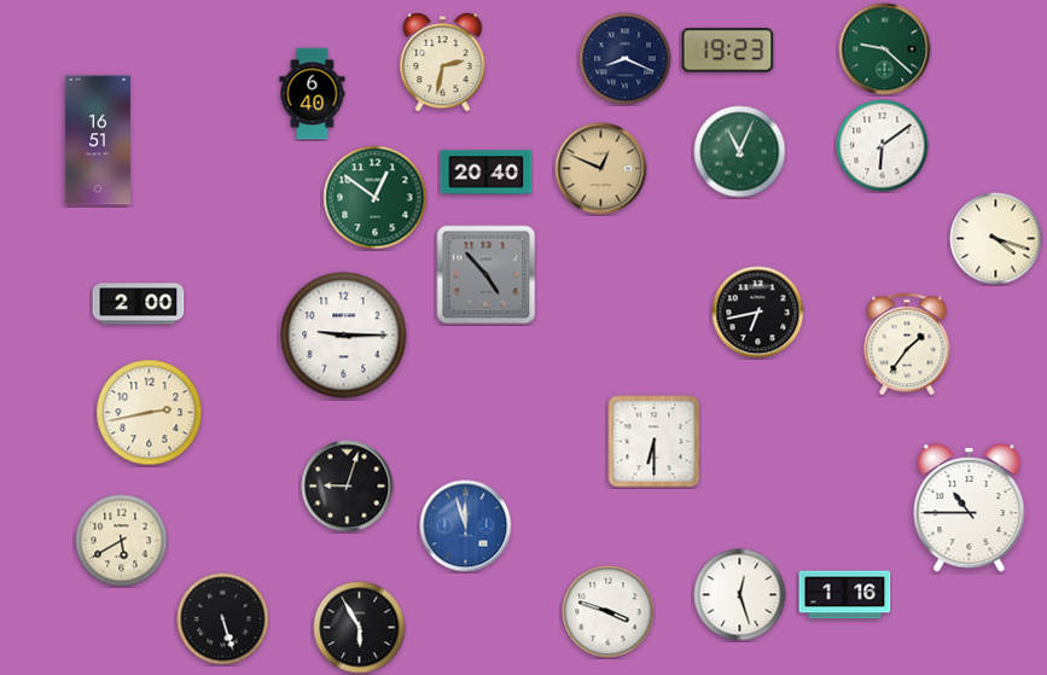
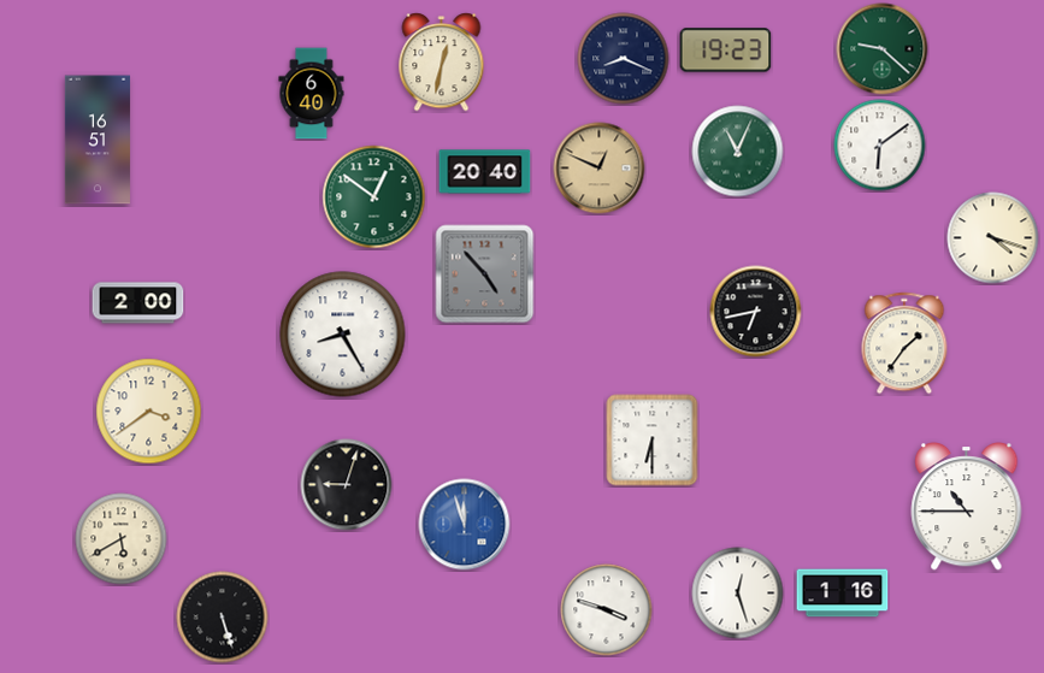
clock at (443, 63): 2:32 -> 12:32
clock at (344, 336): 9:15 -> 8:25
clock at (150, 413): 2:43 -> 3:39
clock at (360, 628): 5:55 -> none
